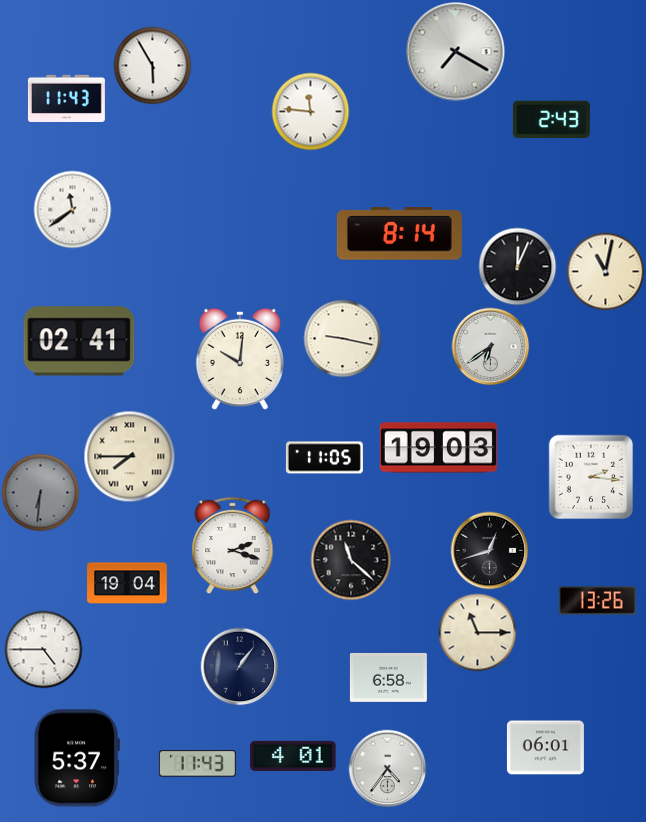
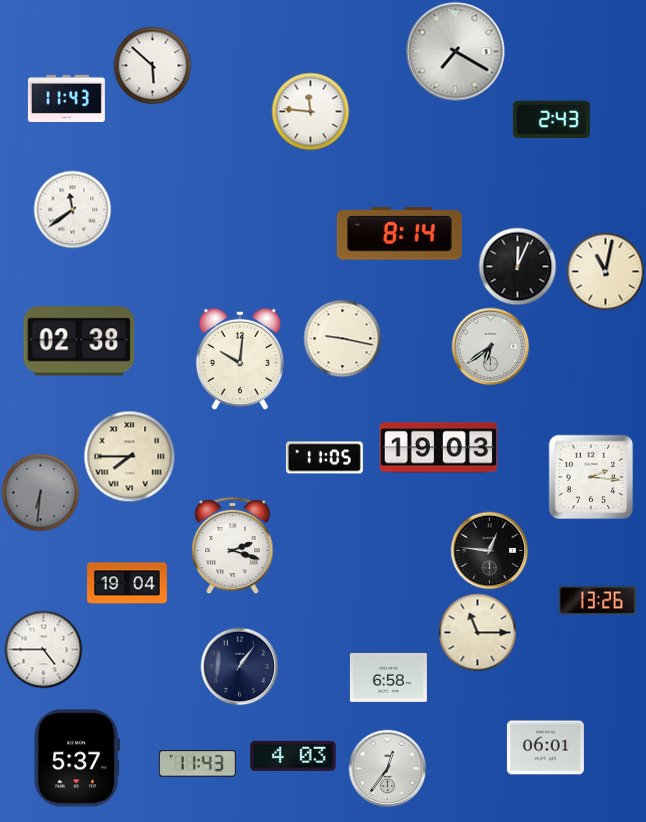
clock at (152, 65): 5:55 -> 5:52
clock at (79, 341): 02:41 -> 02:38
clock at (489, 550): 12:42 -> 12:46
clock at (351, 560): 11:22 -> none
clock at (293, 756): 4:01 -> 4:03
clock at (387, 768): 4:36 -> 12:36
